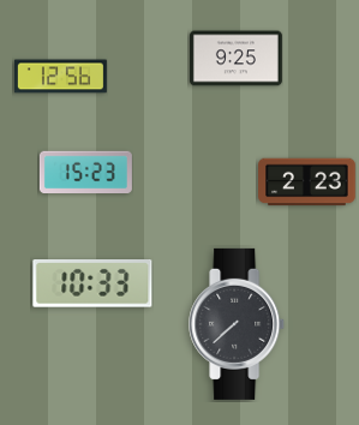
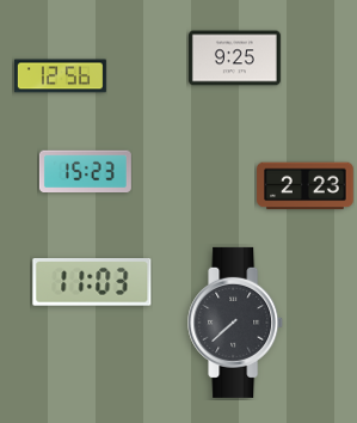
clock at (307, 182) position: (307, 182) -> (306, 186)
clock at (92, 285): 10:33 -> 11:03
